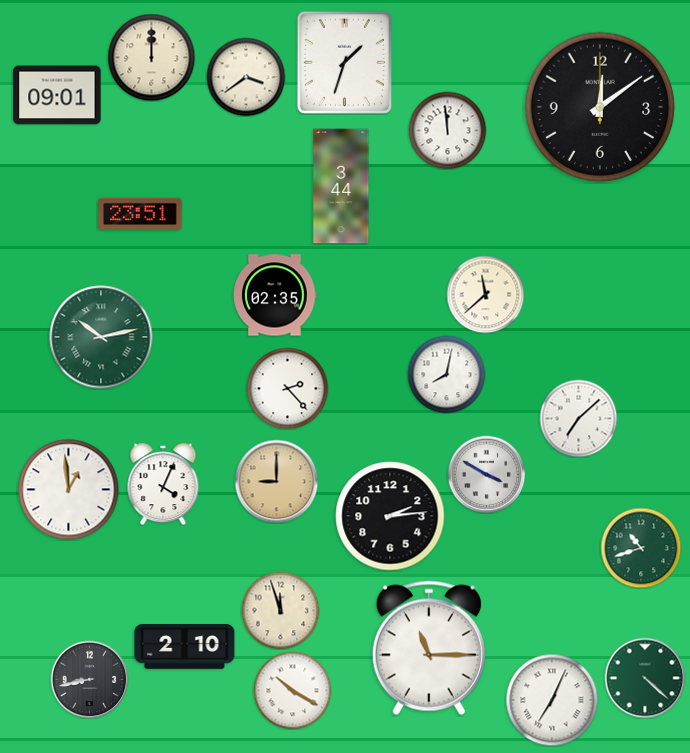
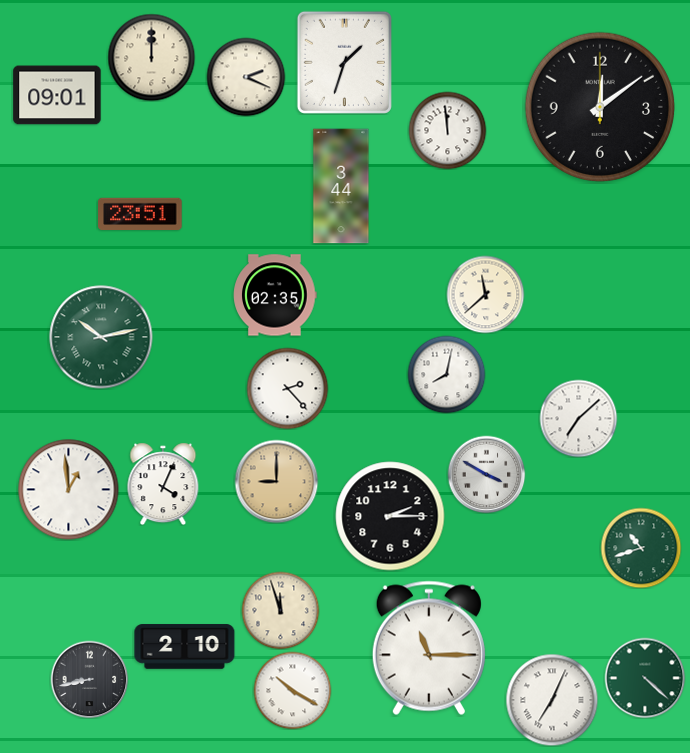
clock at (246, 77): 3:39 -> 2:19
clock at (390, 516): 2:14 -> 2:15
